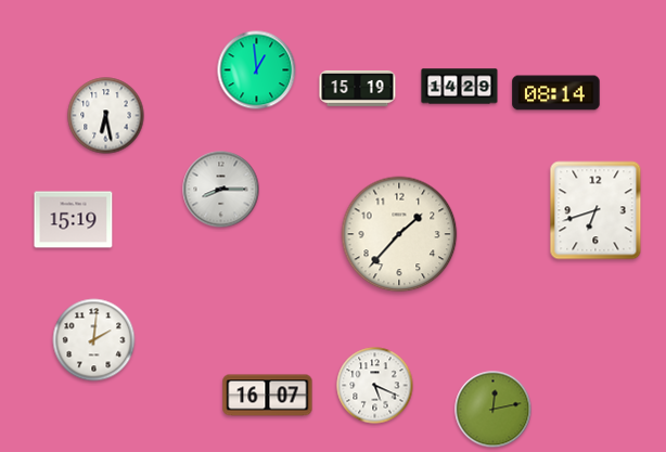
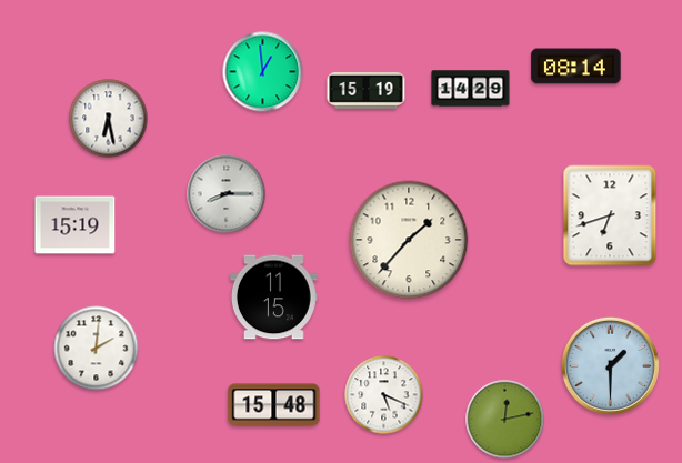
clock at (556, 93) position: (556, 93) -> (576, 67)
clock at (274, 298): none -> 11:15
clock at (610, 365): none -> 1:30
clock at (268, 396): 16:07 -> 15:48
